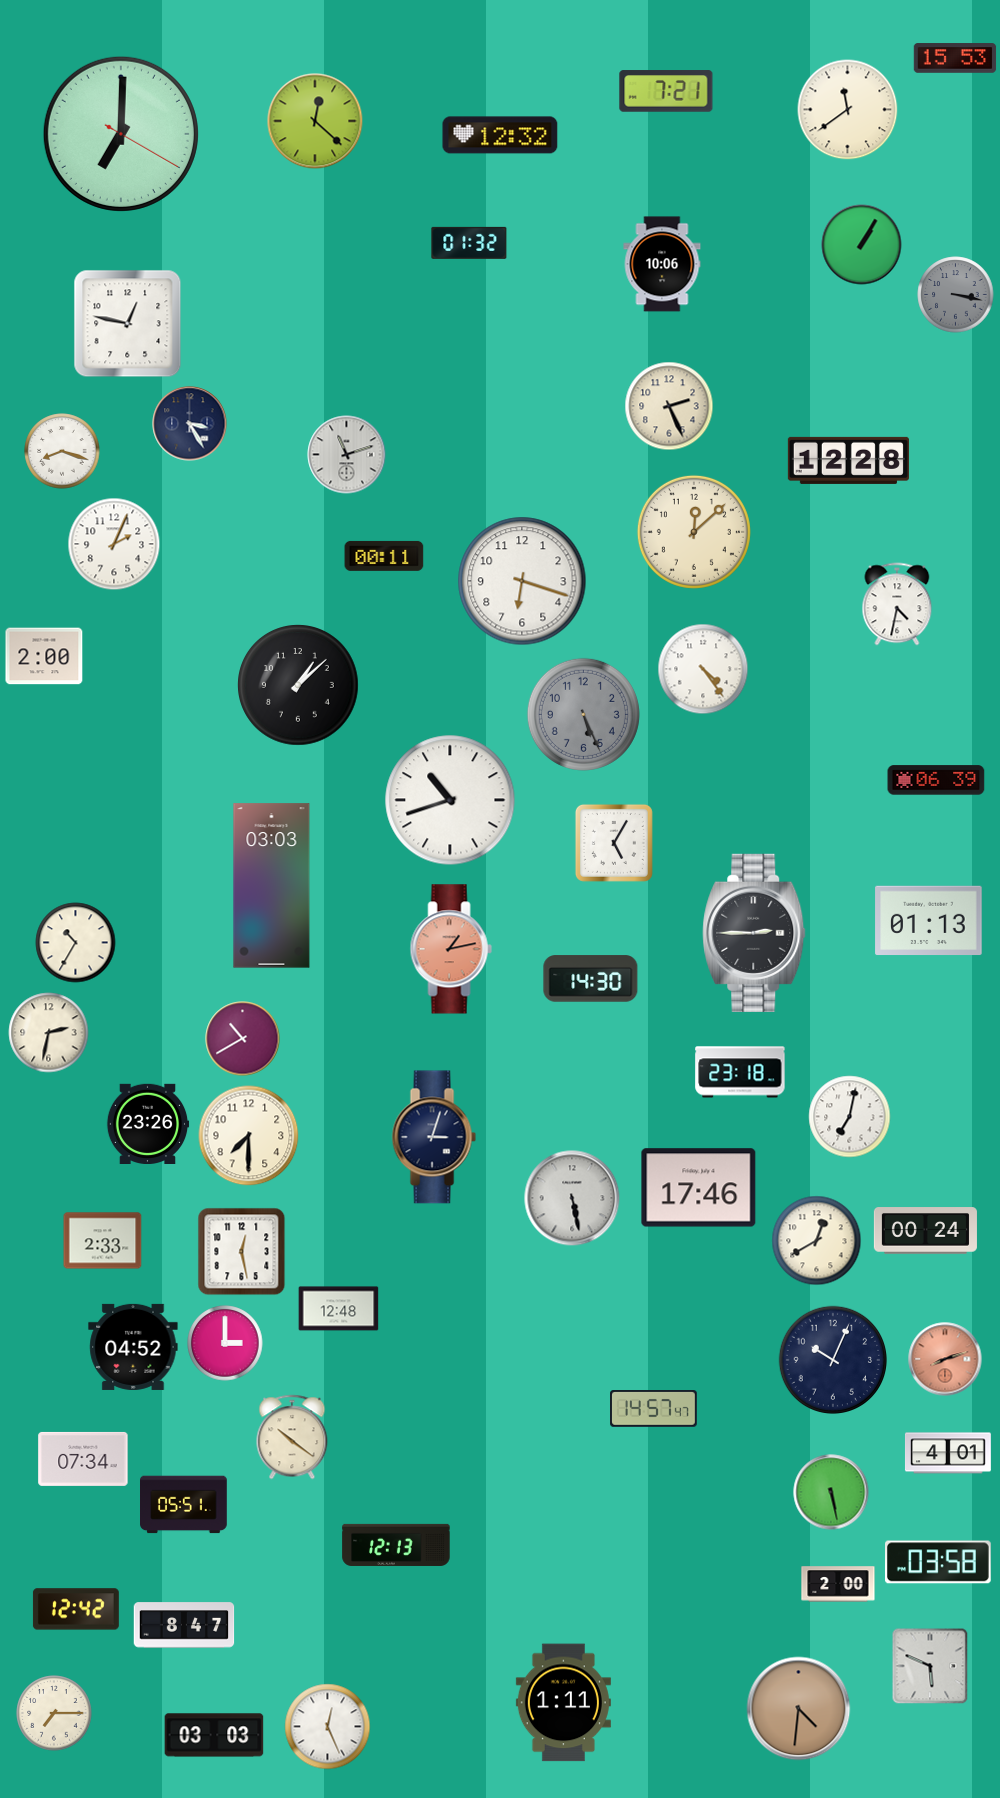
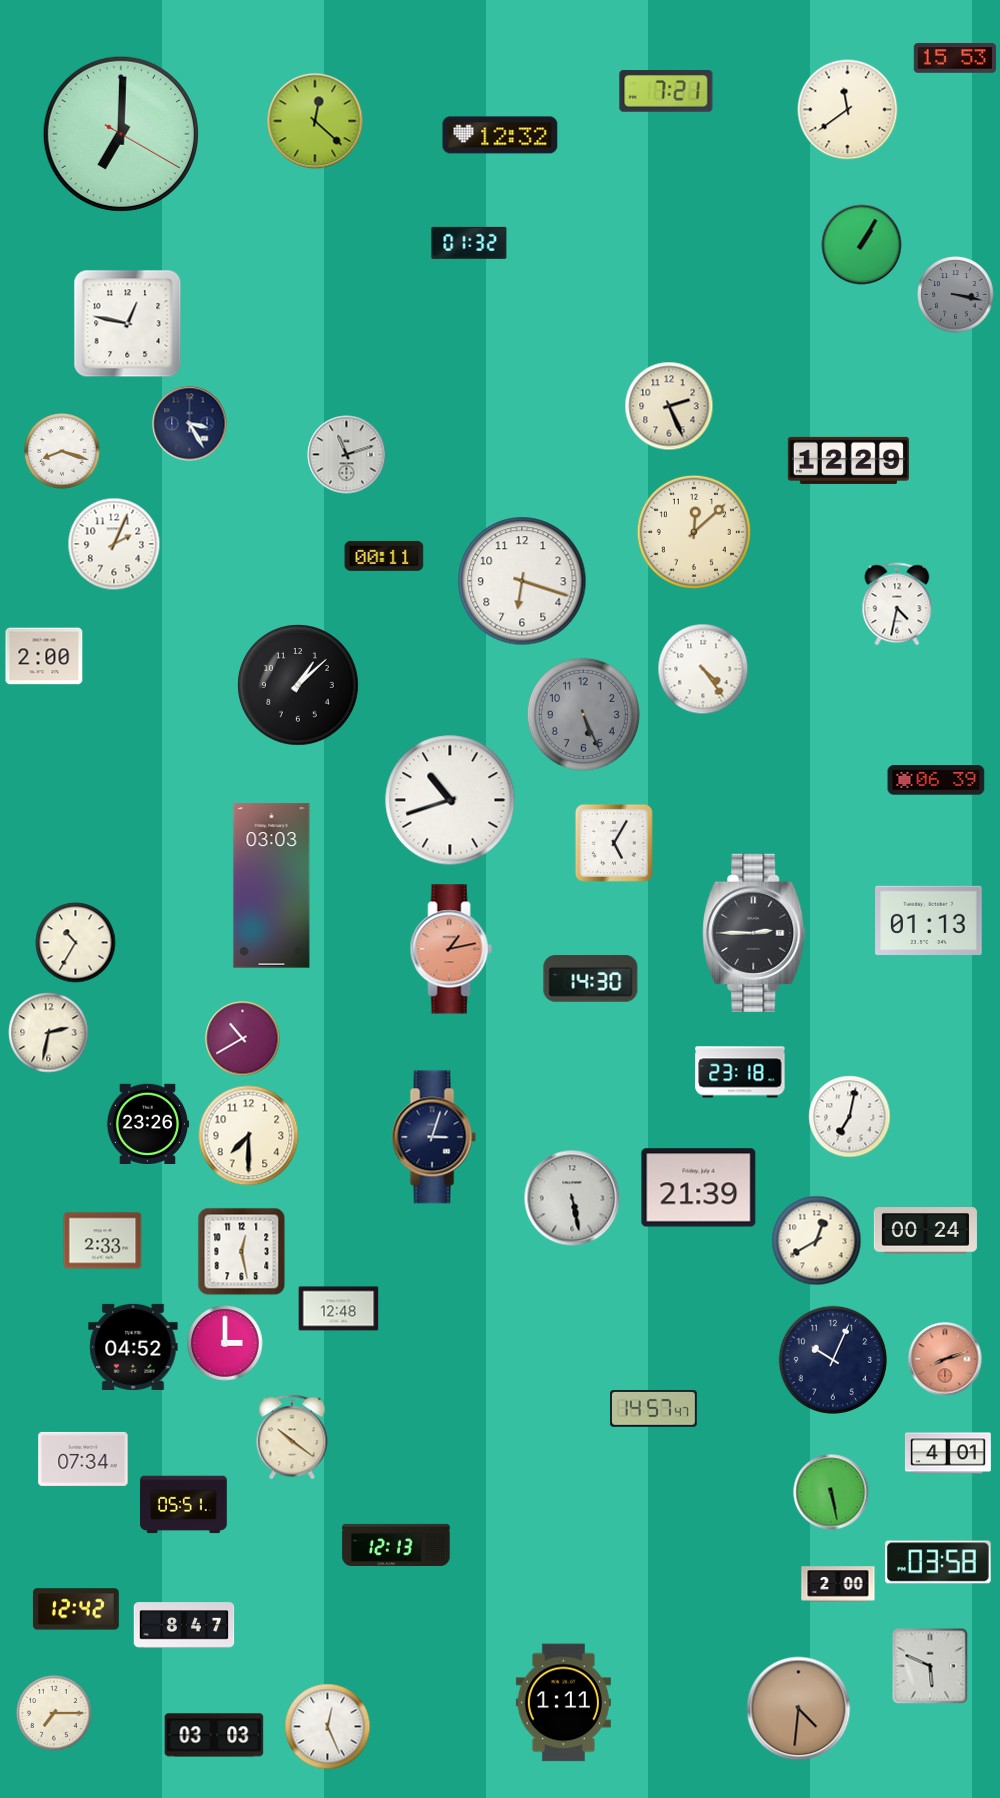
clock at (662, 264): 10:06 -> none
clock at (848, 460): 12:28 -> 12:29
clock at (699, 1188): 17:46 -> 21:39
